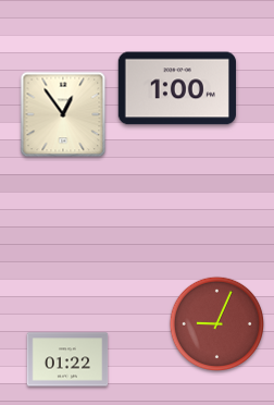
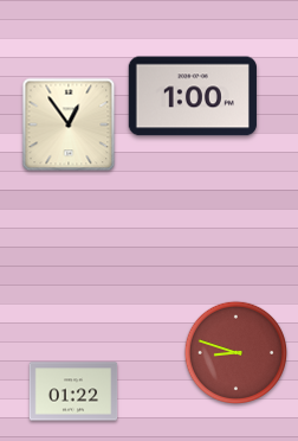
clock at (216, 323): 9:04 -> 8:48
